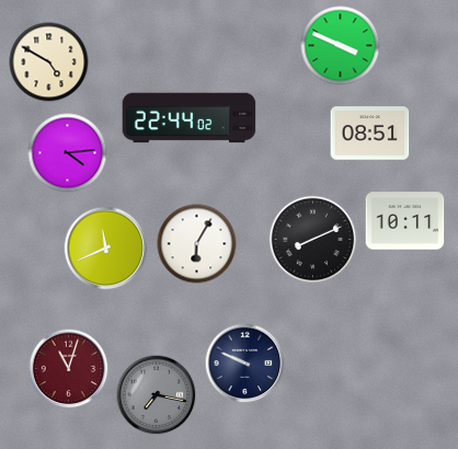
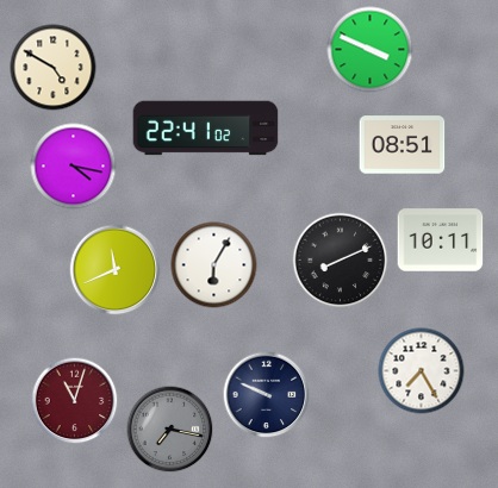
clock at (190, 118): 22:44 -> 22:41
clock at (68, 153): 4:14 -> 4:17
clock at (422, 371): none -> 7:25
